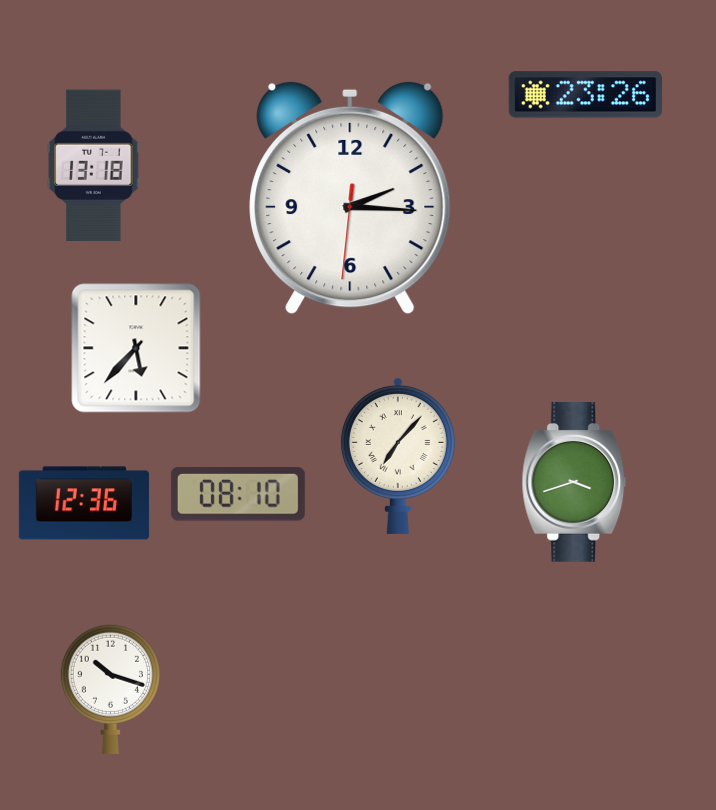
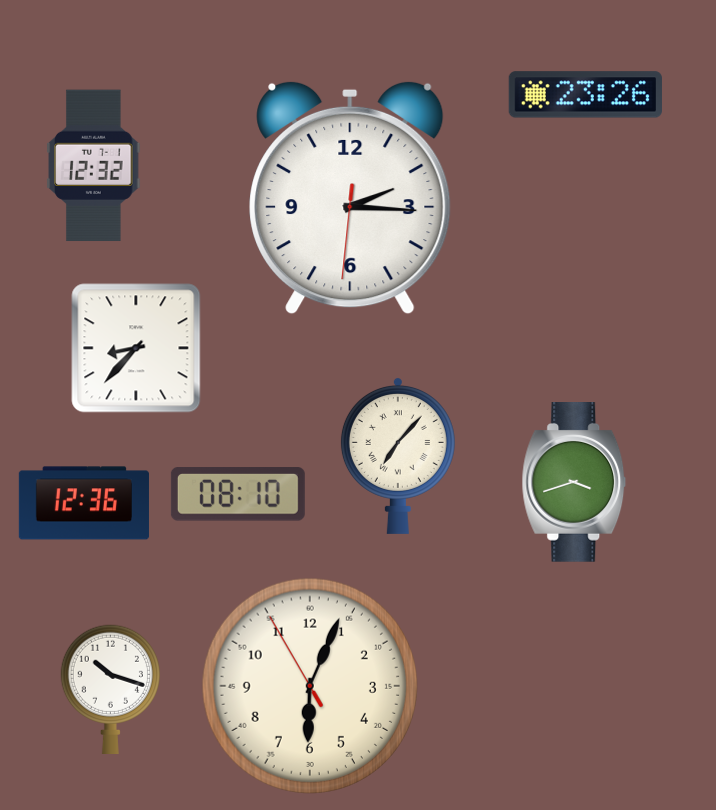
clock at (94, 166): 13:18 -> 12:32
clock at (136, 348): 5:37 -> 8:37
clock at (309, 685): none -> 6:03
